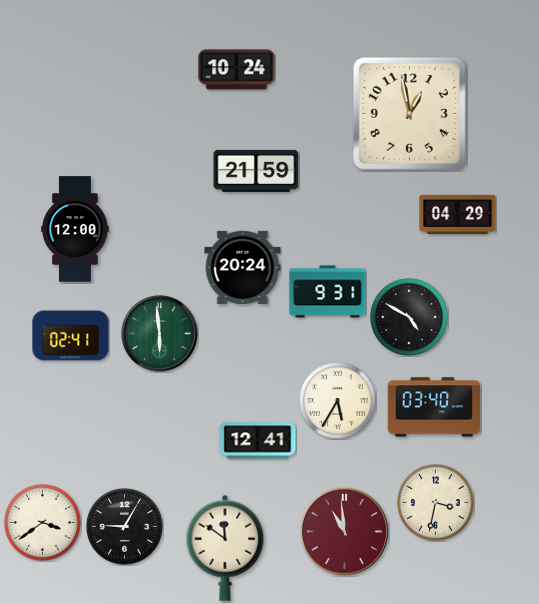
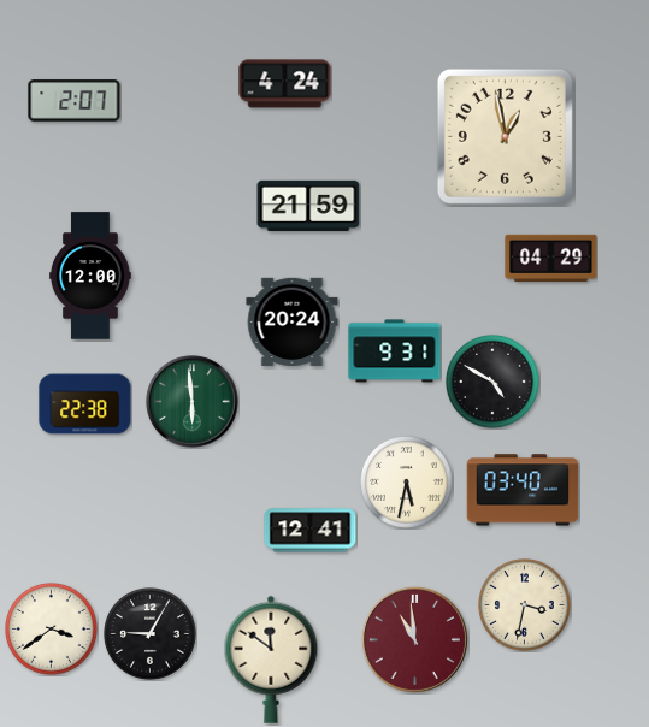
clock at (237, 70): 10:24 -> 4:24
clock at (75, 101): none -> 2:07
clock at (409, 113) position: (409, 113) -> (505, 136)
clock at (71, 336): 02:41 -> 22:38
clock at (338, 401): 5:35 -> 5:32
